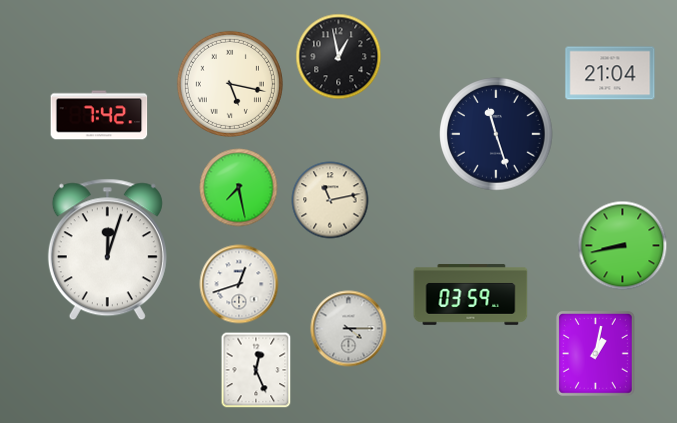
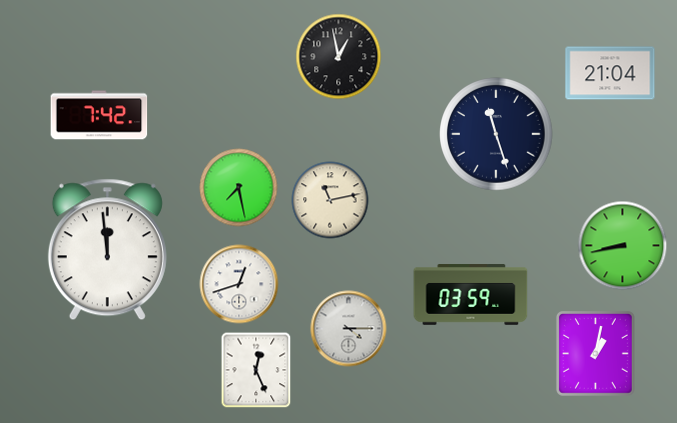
clock at (230, 84): 5:17 -> none
clock at (107, 250): 12:03 -> 11:59
